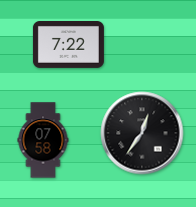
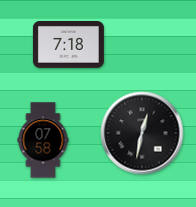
clock at (68, 45): 7:22 -> 7:18
clock at (142, 133): 12:36 -> 12:32
